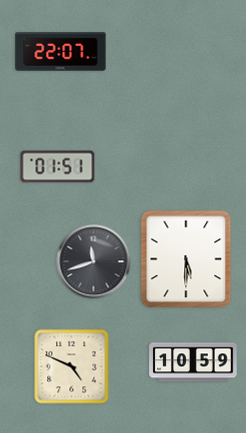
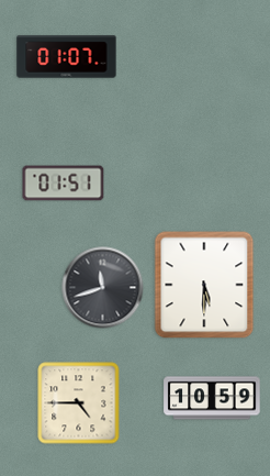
clock at (61, 52): 22:07 -> 01:07
clock at (72, 367): 4:49 -> 4:45
